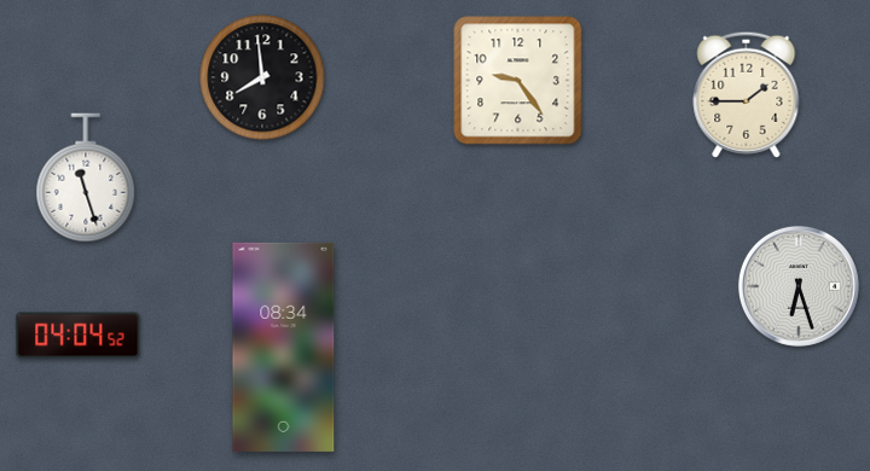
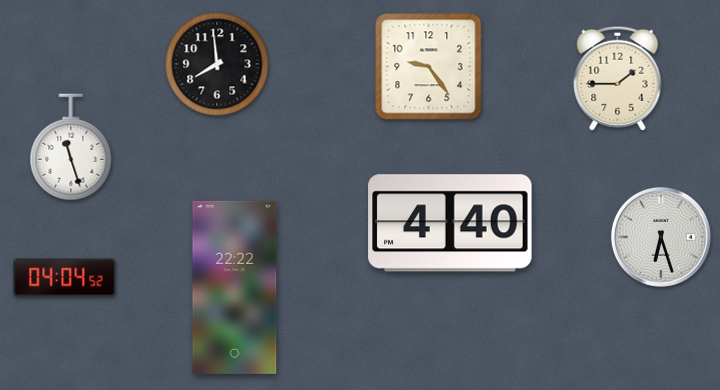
clock at (450, 223): none -> 4:40
clock at (284, 347): 08:34 -> 22:22
